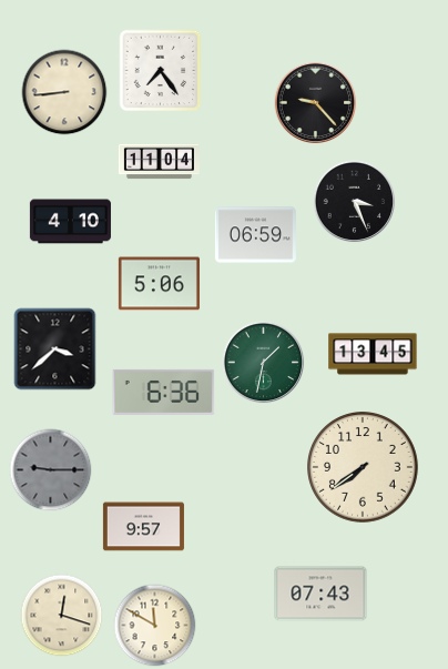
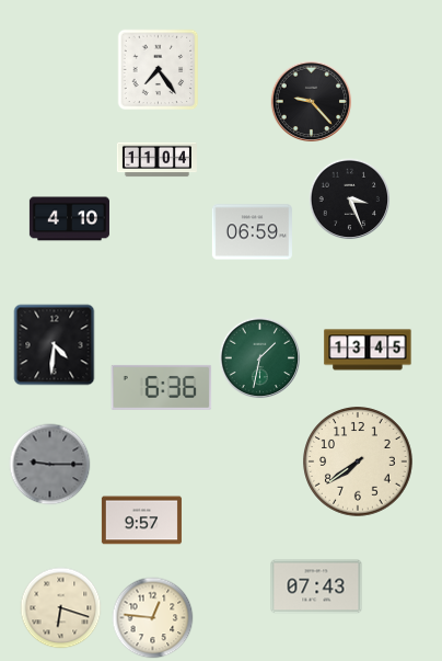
clock at (64, 92): 8:44 -> none
clock at (159, 284): 5:06 -> none
clock at (55, 349): 3:38 -> 4:31
clock at (62, 616): 12:18 -> 6:18
clock at (155, 626): 11:50 -> 12:46
